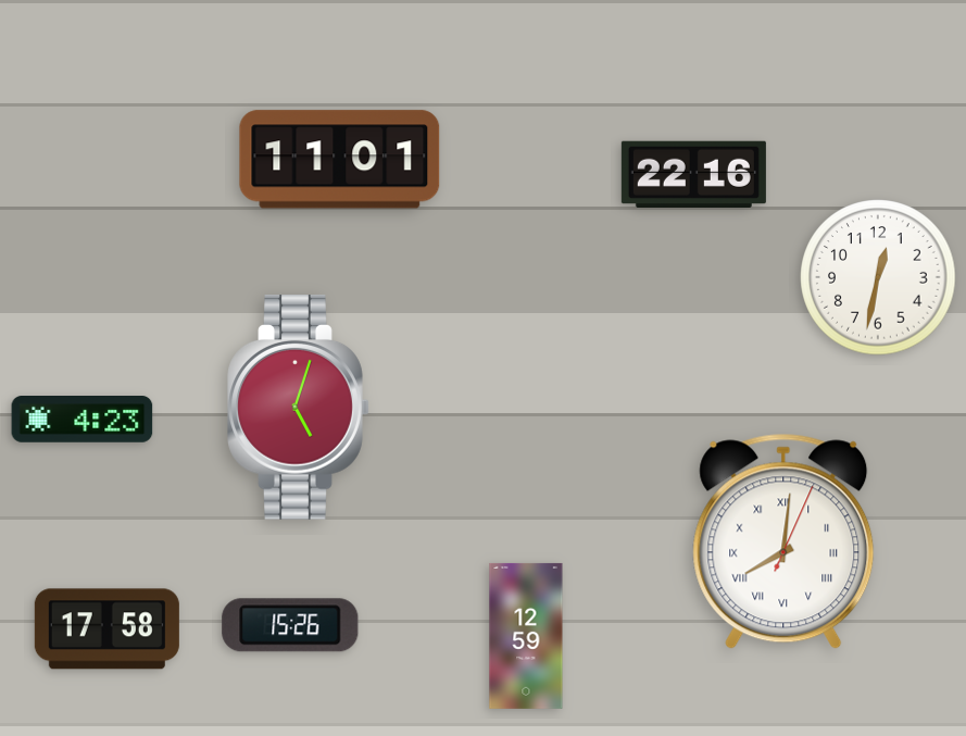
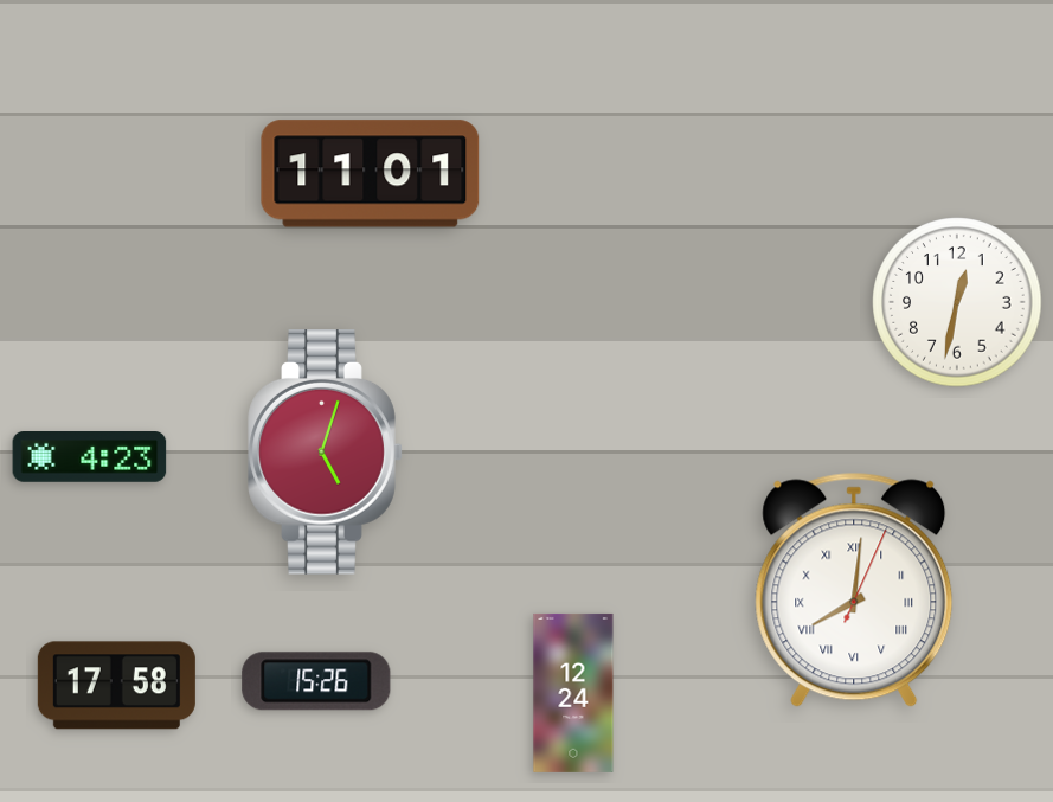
clock at (693, 175): 22:16 -> none
clock at (299, 408) position: (299, 408) -> (326, 453)
clock at (526, 636): 12:59 -> 12:24
